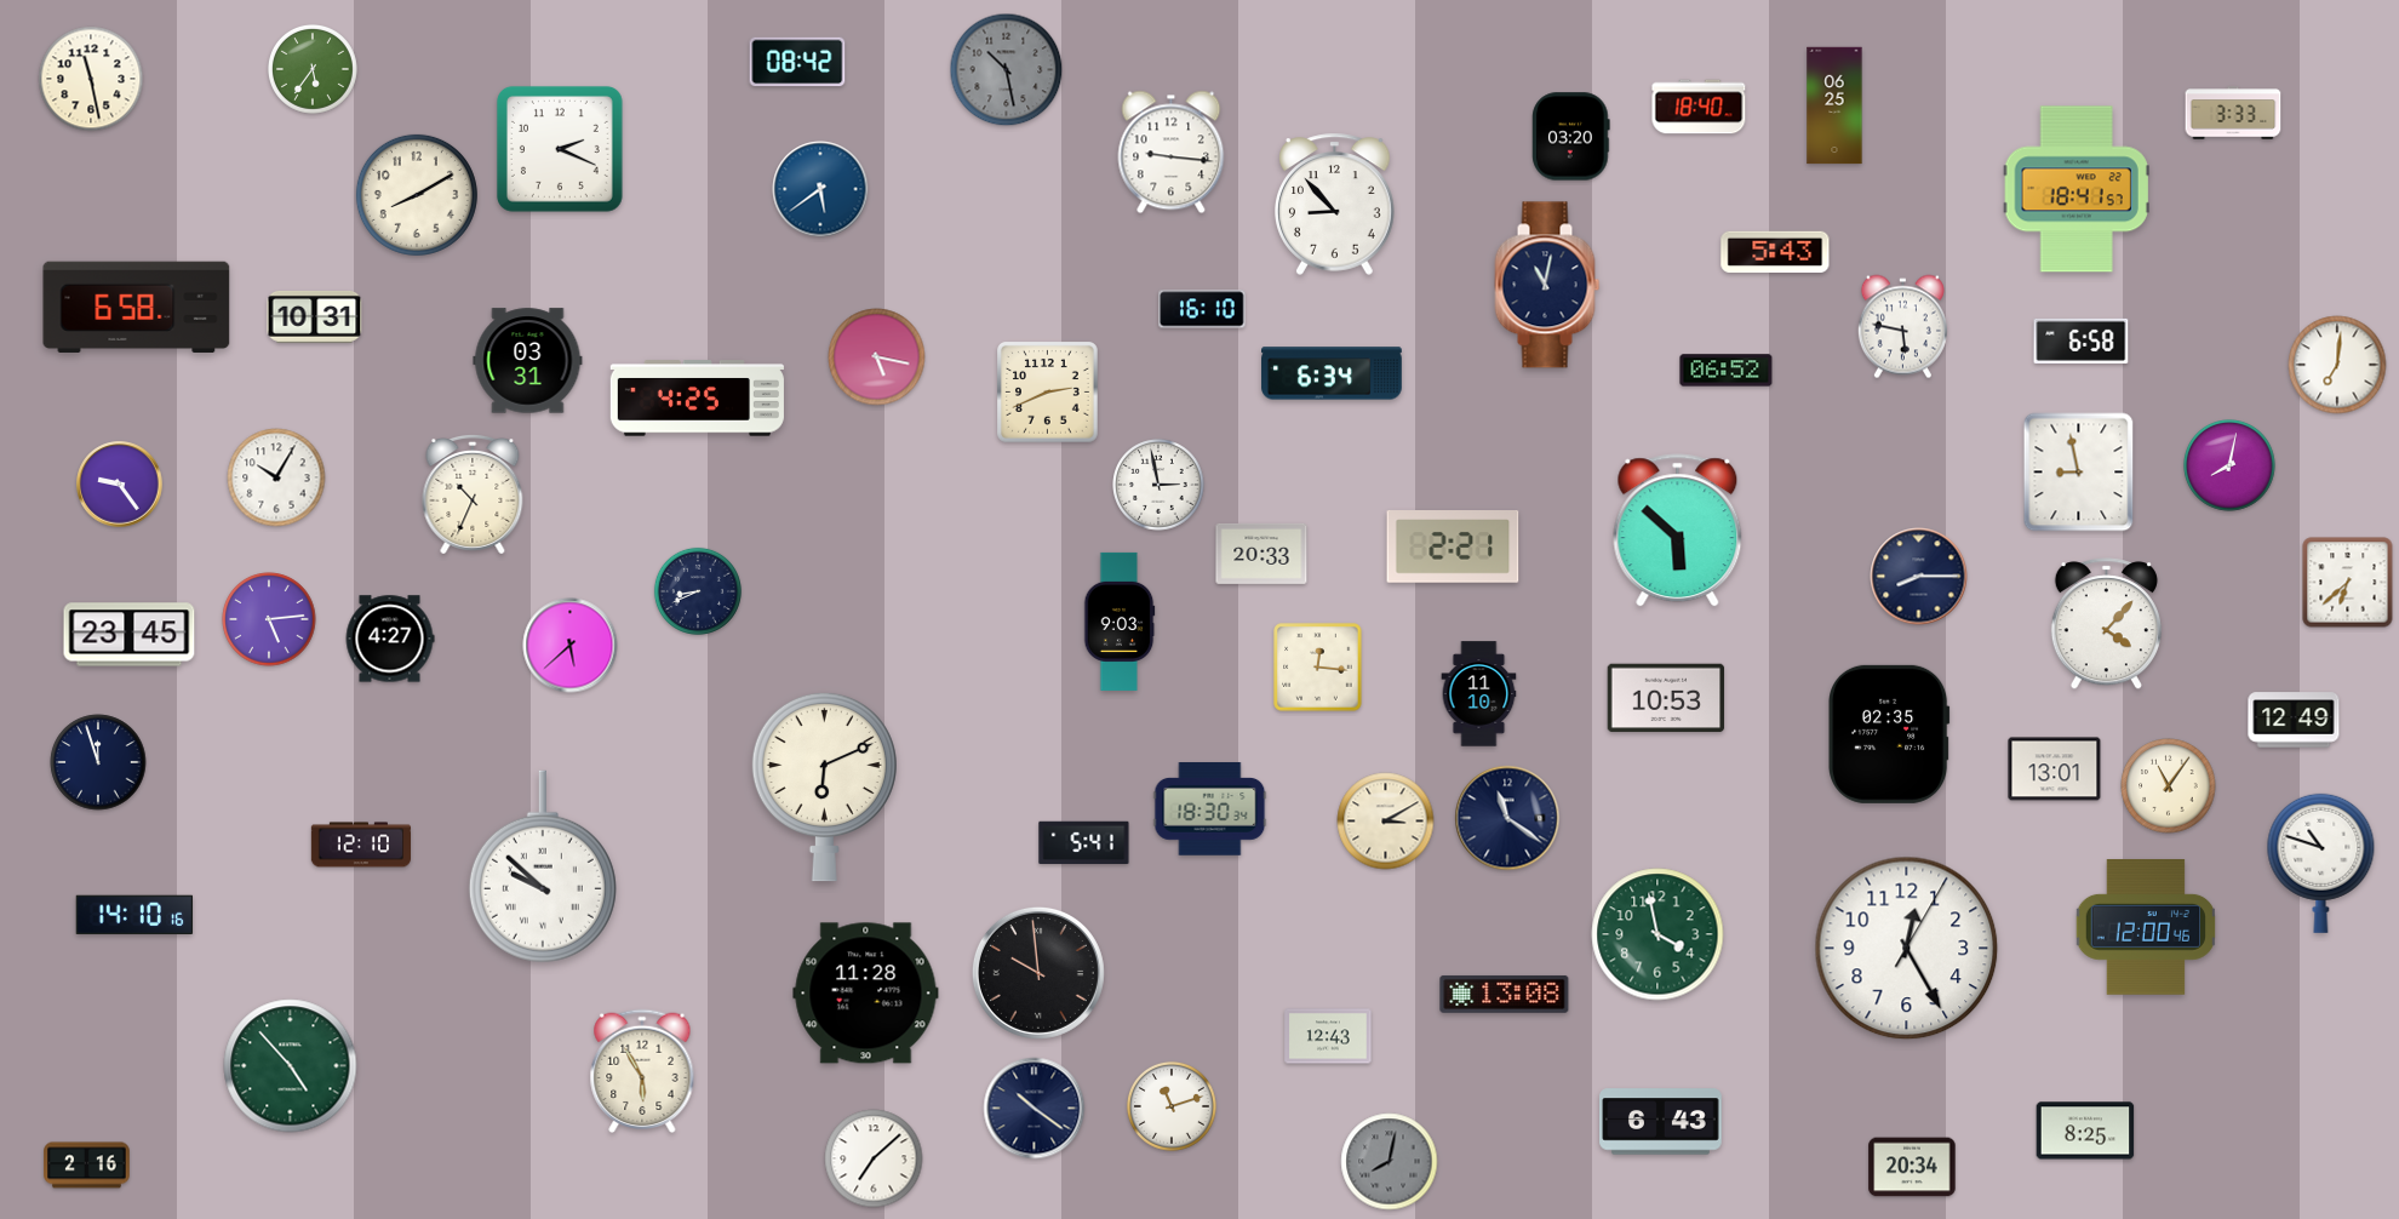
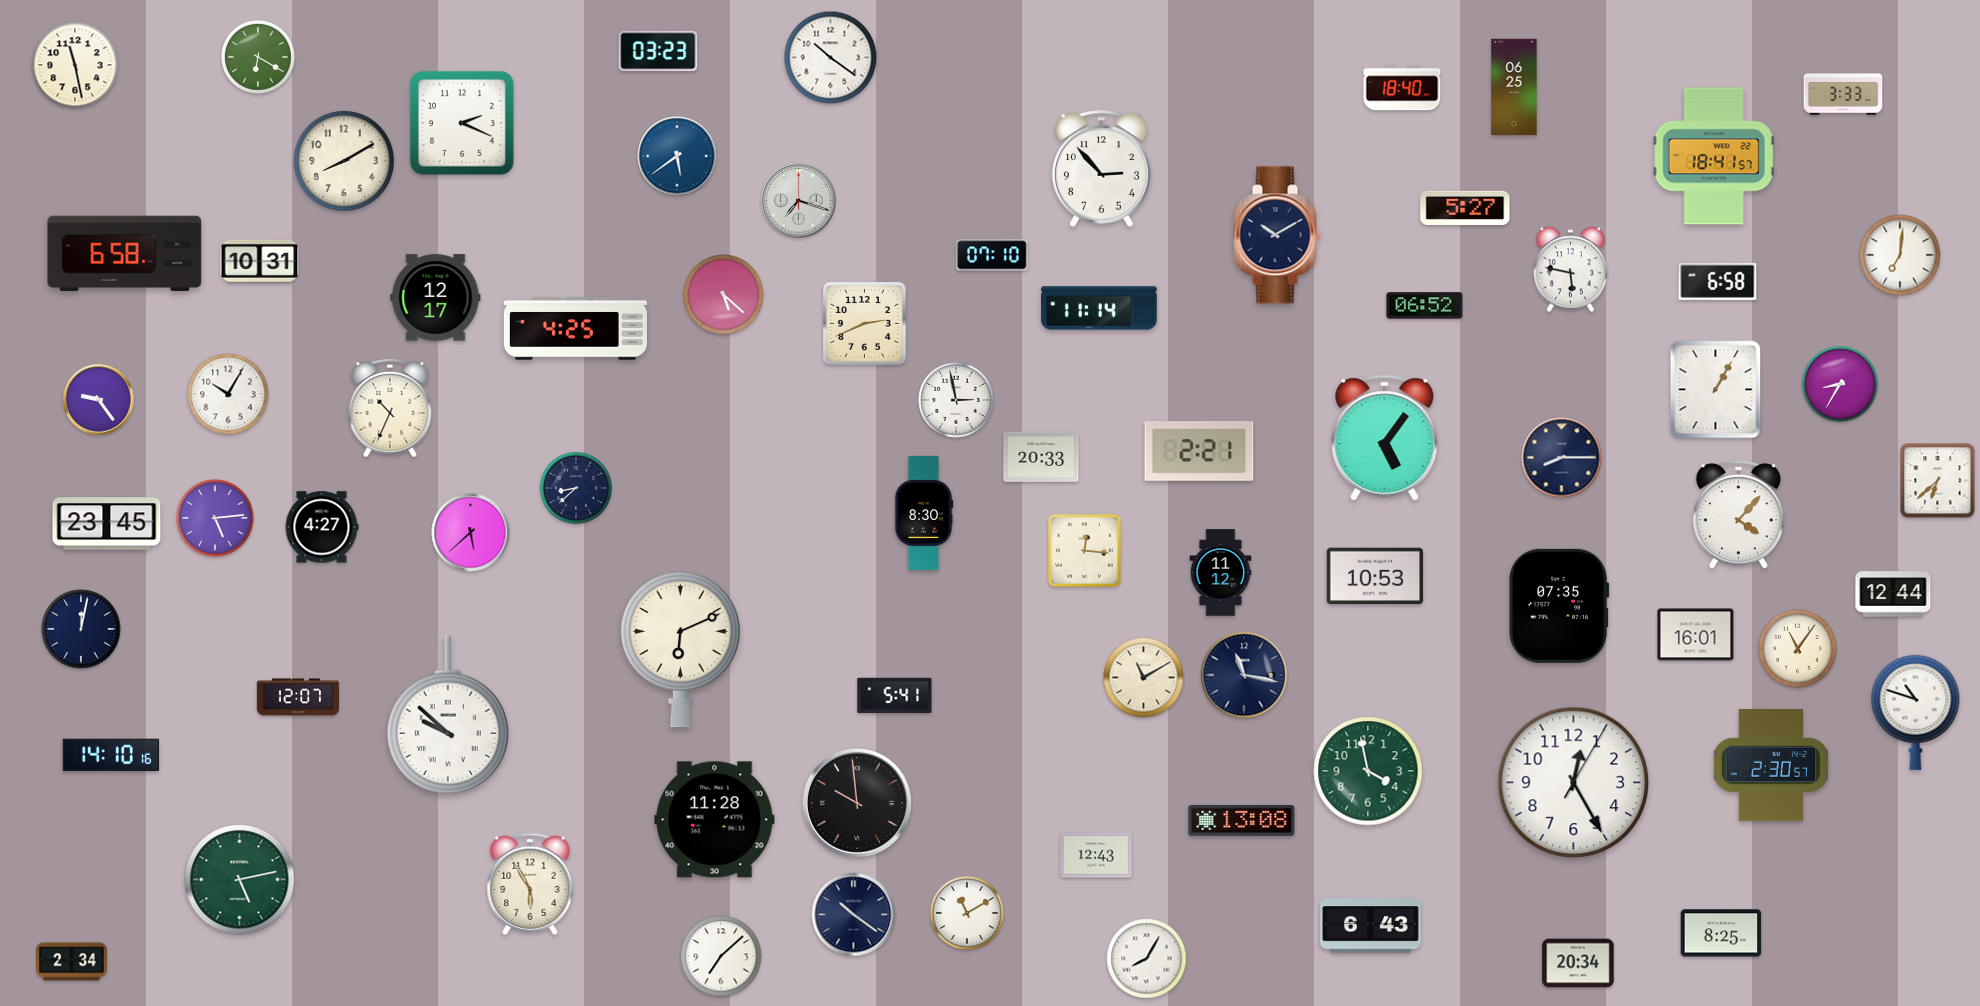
clock at (797, 62): 08:42 -> 03:23
clock at (313, 69): 5:36 -> 6:20
clock at (1007, 70): 10:28 -> 10:21
clock at (1007, 70) dial: grey -> white
clock at (1571, 137): 03:20 -> none
clock at (1172, 153): 9:16 -> none
clock at (1335, 204): 8:53 -> 2:53
clock at (799, 201): none -> 7:18
clock at (1775, 252): 5:43 -> 5:27
clock at (1547, 285): 11:02 -> 10:10
clock at (137, 307) position: (137, 307) -> (125, 253)
clock at (1202, 309): 16:10 -> 07:10
clock at (877, 357): 5:17 -> 5:22
clock at (528, 361): 03:31 -> 12:17
clock at (2337, 365) position: (2337, 365) -> (1900, 255)
clock at (1332, 373): 6:34 -> 11:14
clock at (2229, 465): 8:02 -> 8:35
clock at (2079, 473): 8:58 -> 1:05
clock at (1678, 531): 5:52 -> 5:06
clock at (1919, 577) position: (1919, 577) -> (1562, 458)
clock at (698, 591): 8:41 -> 8:38
clock at (269, 619) position: (269, 619) -> (215, 518)
clock at (1120, 622): 9:03 -> 8:30
clock at (1318, 668) position: (1318, 668) -> (1085, 551)
clock at (1479, 694): 11:10 -> 11:12
clock at (2294, 720): 12:49 -> 12:44
clock at (1889, 734): 02:35 -> 07:35
clock at (98, 762): 11:57 -> 12:02
clock at (2055, 769): 13:01 -> 16:01
clock at (2169, 786) position: (2169, 786) -> (1798, 649)
clock at (1210, 809): 18:30 -> none
clock at (1507, 818): 11:21 -> 11:17
clock at (1386, 822): 3:10 -> 11:10
clock at (361, 845): 12:10 -> 12:07
clock at (2145, 928): 12:00 -> 2:30
clock at (291, 1066): 4:53 -> 5:13
clock at (1172, 1106): 11:12 -> 11:10
clock at (1390, 1162): 8:02 -> 8:05
clock at (1390, 1162) dial: grey -> white
clock at (87, 1166): 2:16 -> 2:34
